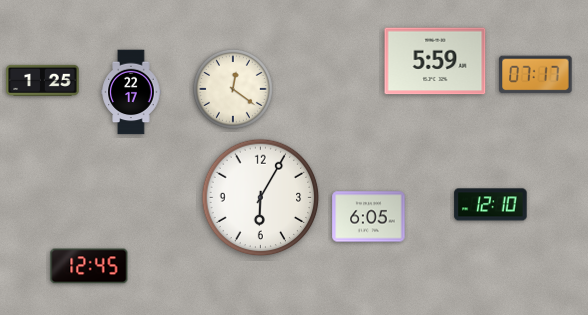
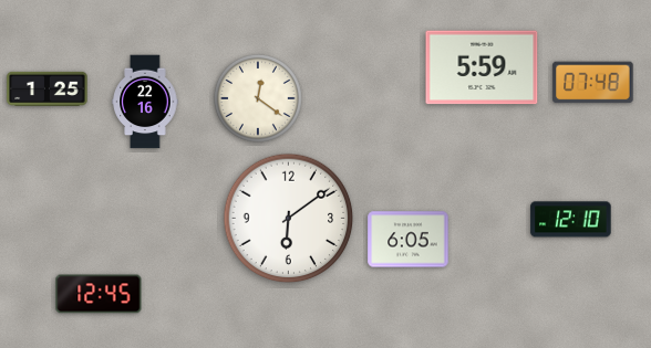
clock at (536, 75): 07:17 -> 07:48
clock at (131, 92): 22:17 -> 22:16
clock at (261, 198): 6:05 -> 6:09
clock at (491, 205) position: (491, 205) -> (571, 220)
